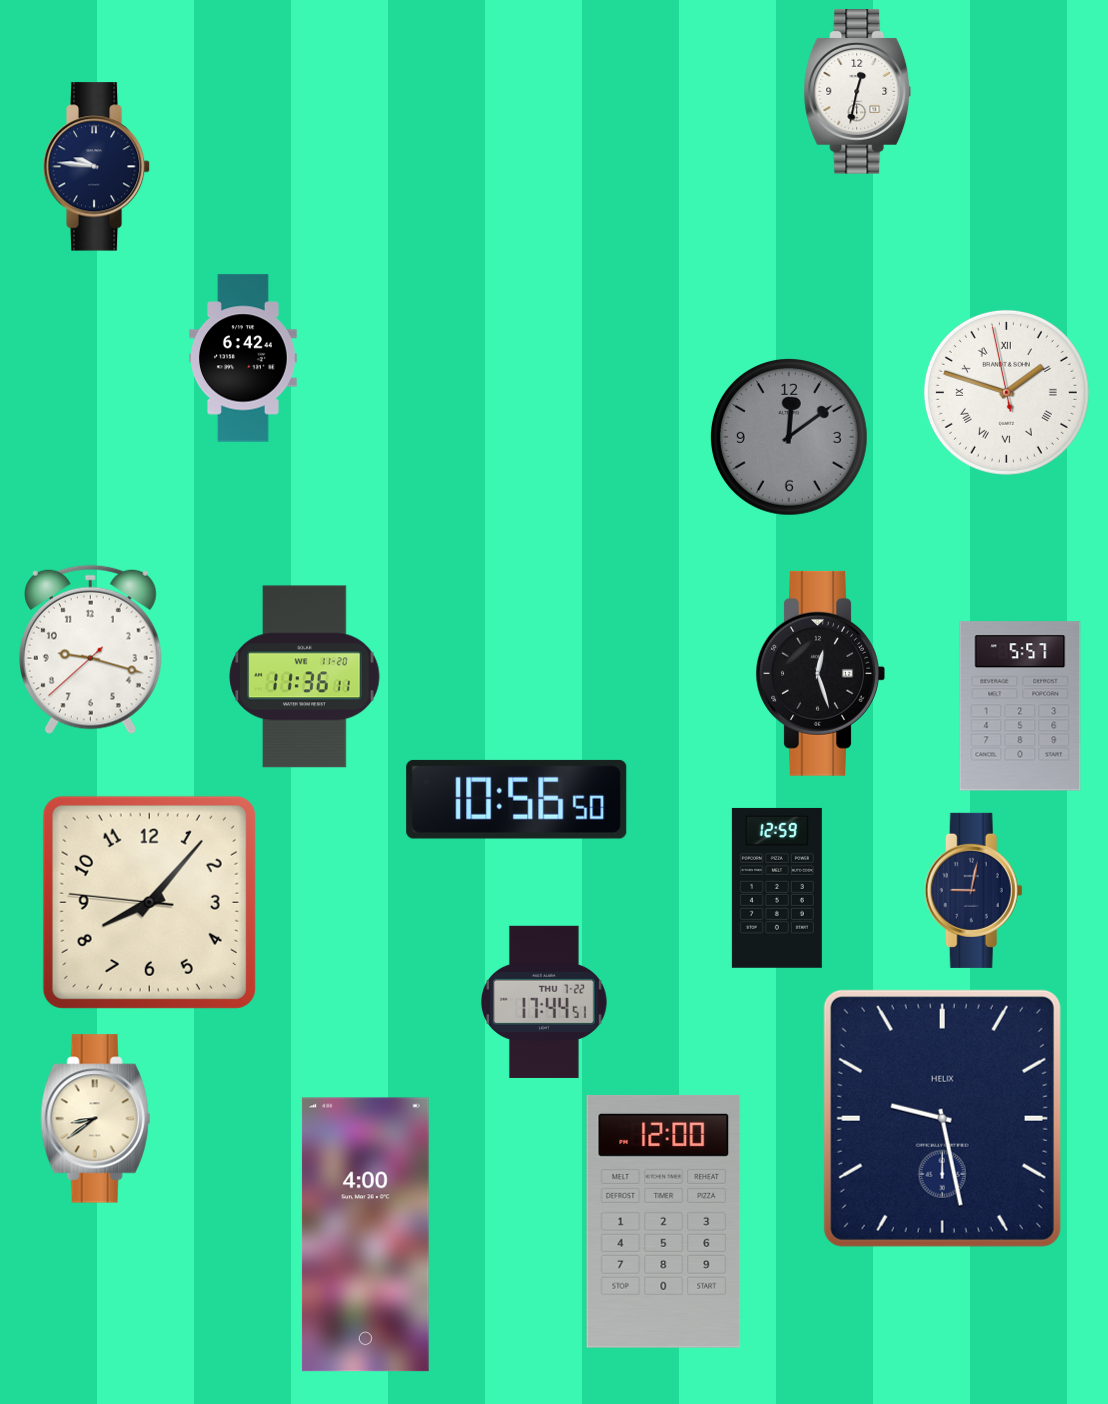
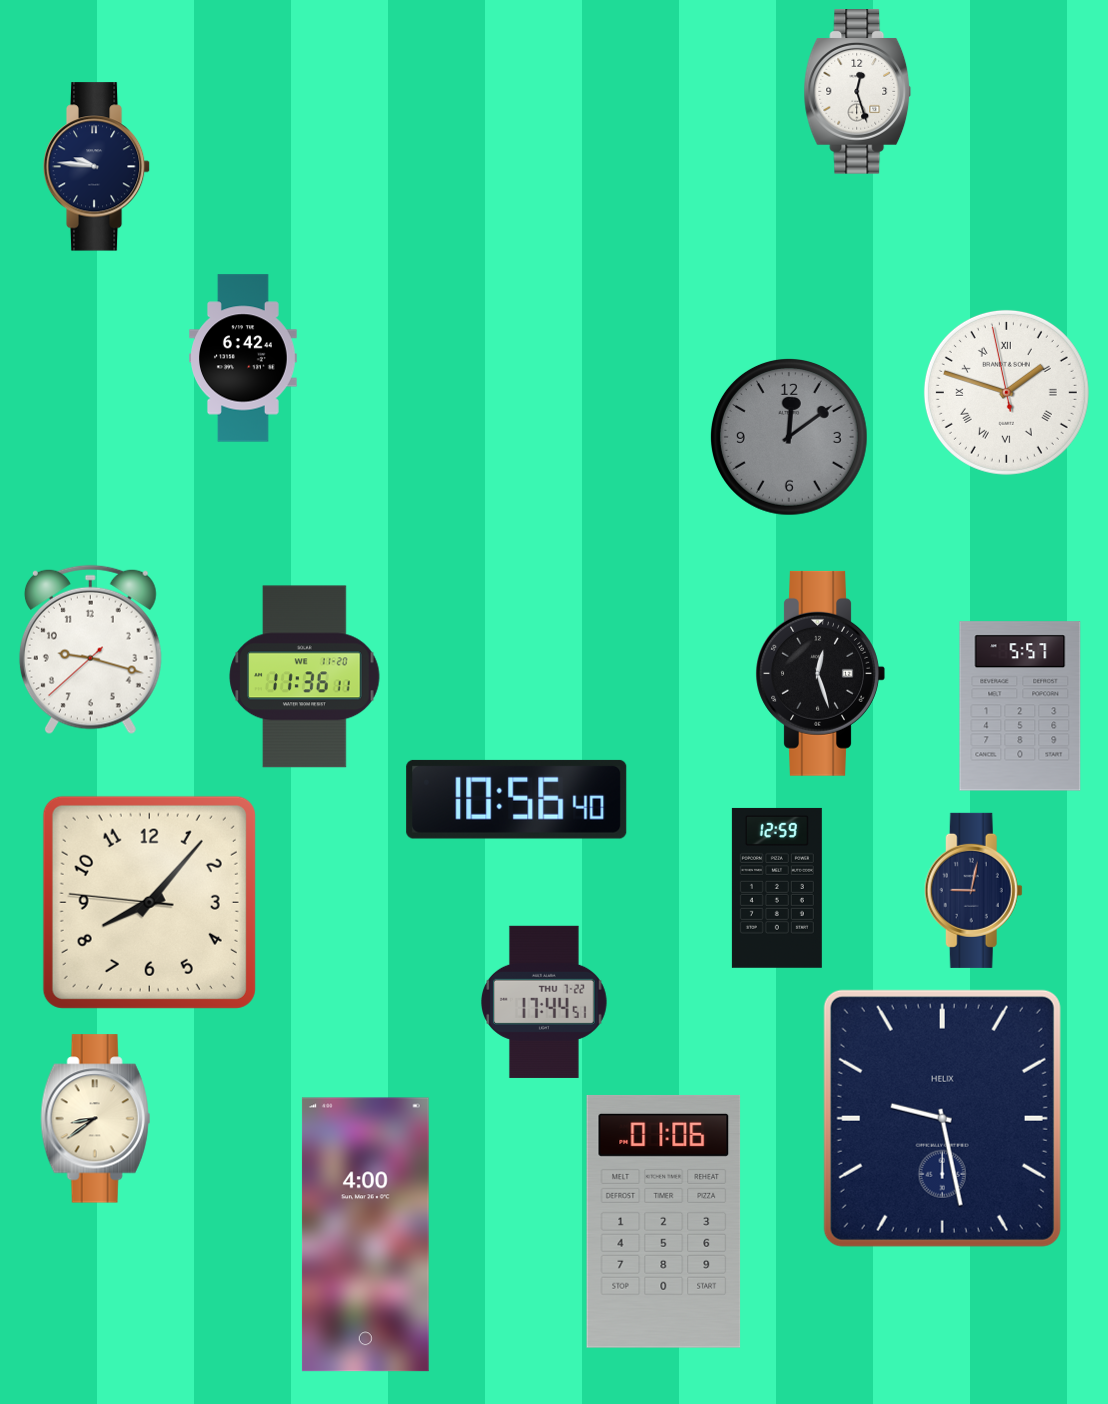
clock at (858, 92): 12:32 -> 12:27
clock at (517, 799): 10:56:50 -> 10:56:40
clock at (664, 1221): 12:00 -> 01:06
